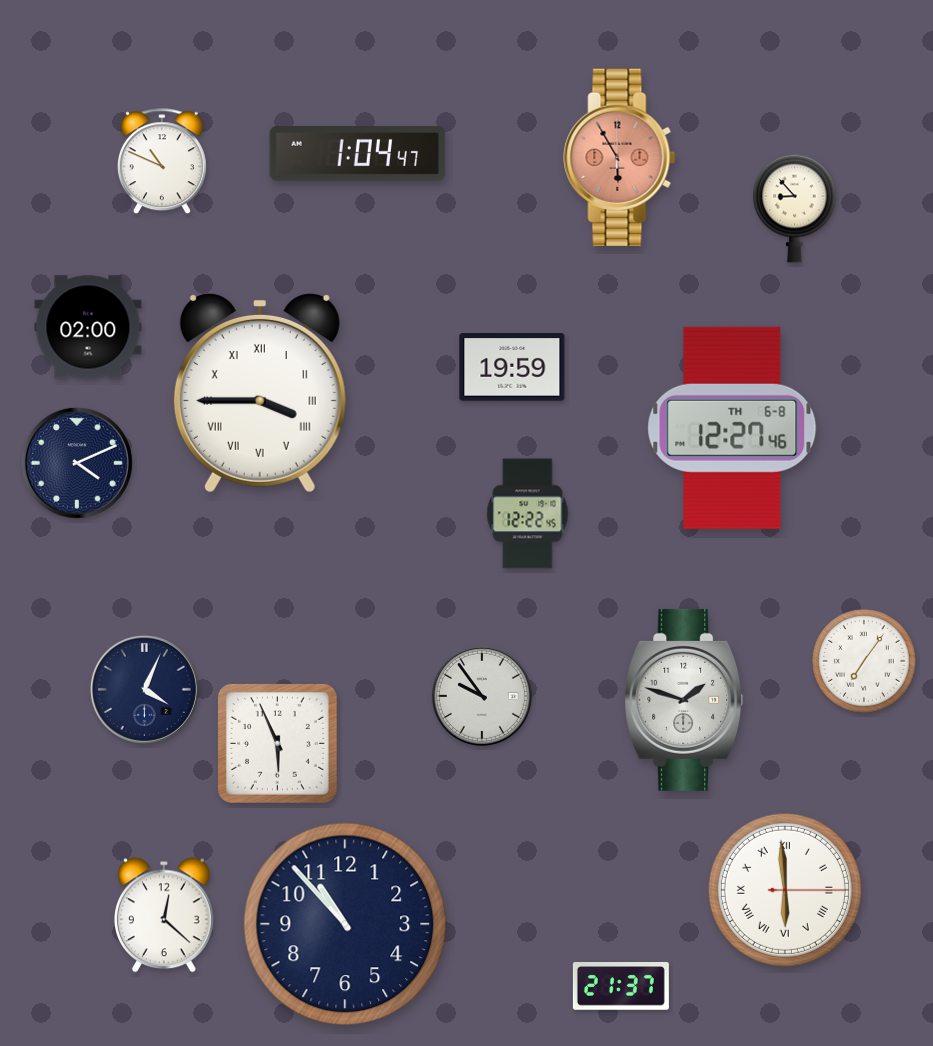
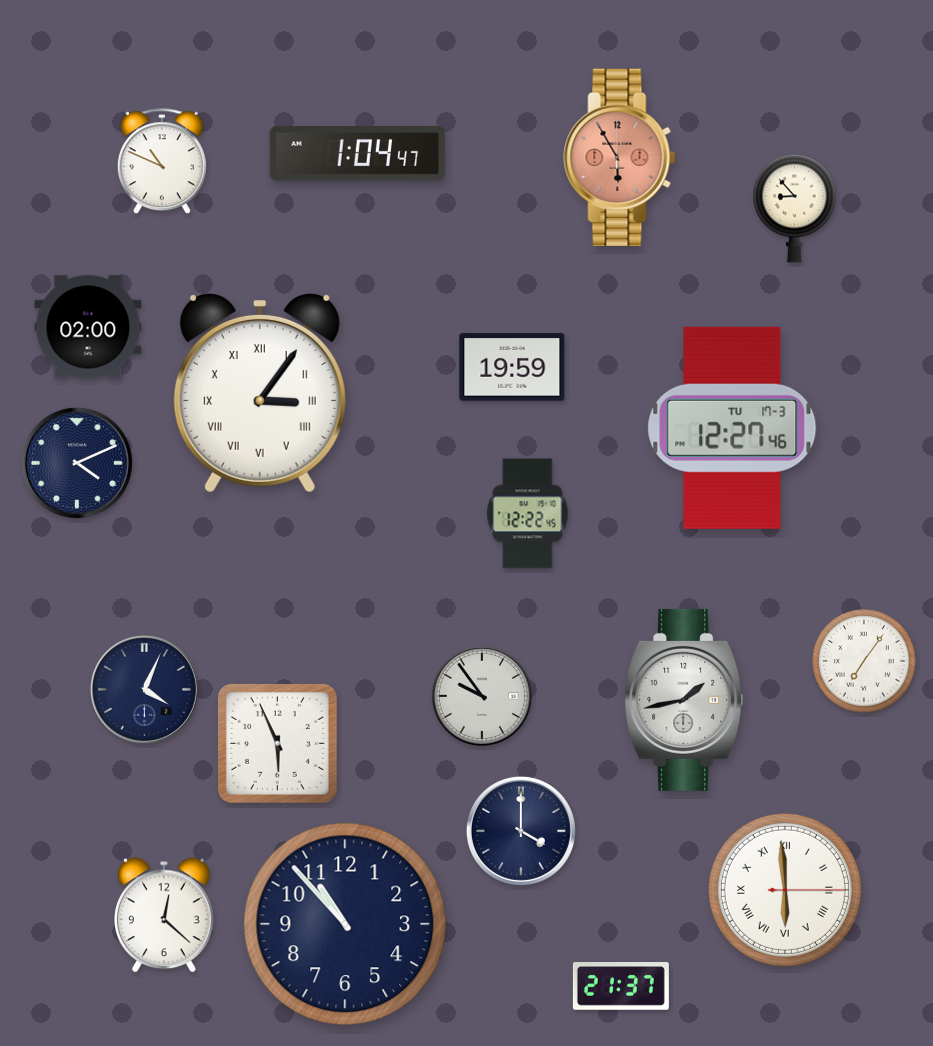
clock at (260, 394): 3:45 -> 3:06
clock at (732, 428) date: TH 6-8 -> TU 17-3
clock at (684, 700): 1:48 -> 1:43
clock at (521, 831): none -> 4:00
